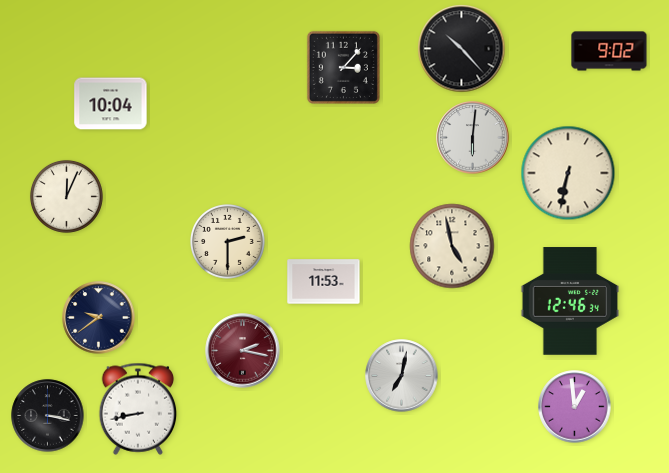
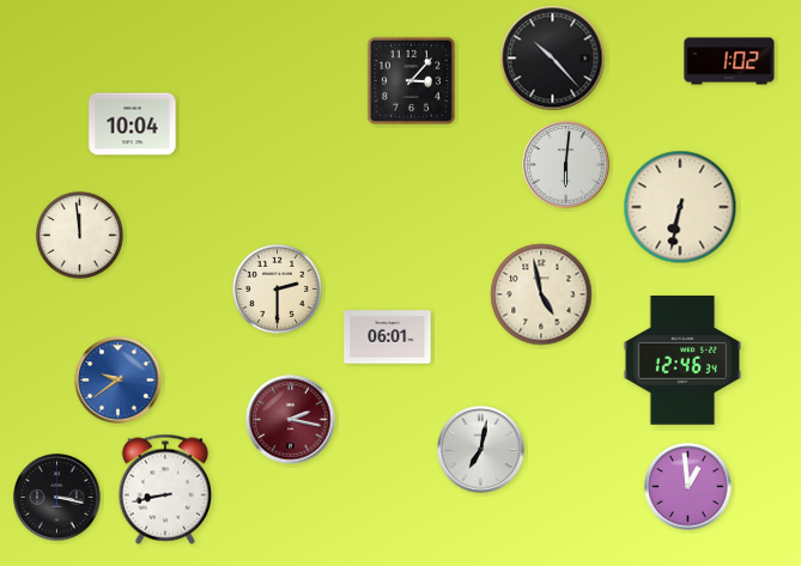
clock at (609, 51): 9:02 -> 1:02
clock at (66, 196): 12:04 -> 11:59
clock at (228, 242) position: (228, 242) -> (278, 290)
clock at (324, 282): 11:53 -> 06:01
clock at (99, 318) dial: navy -> blue
